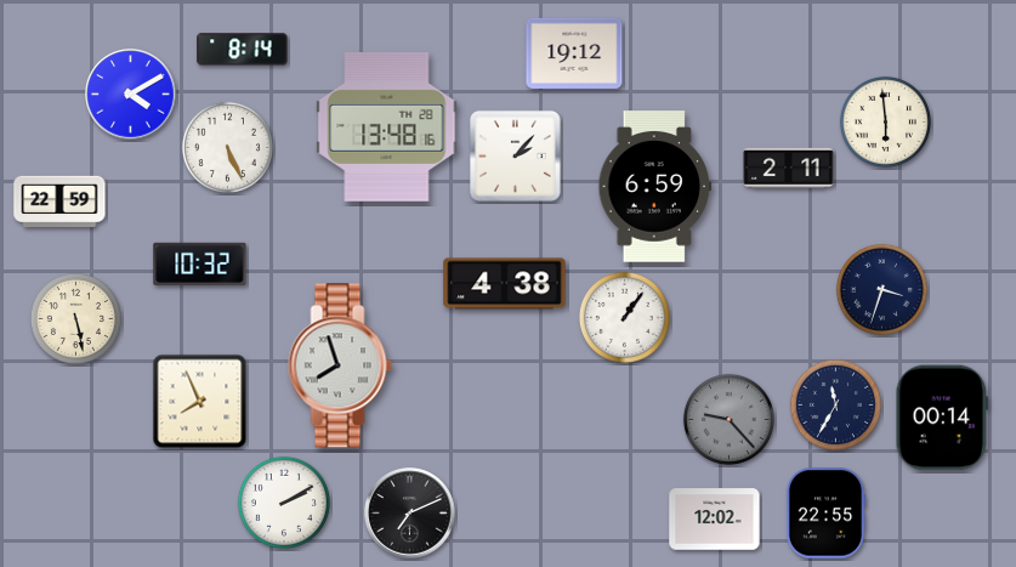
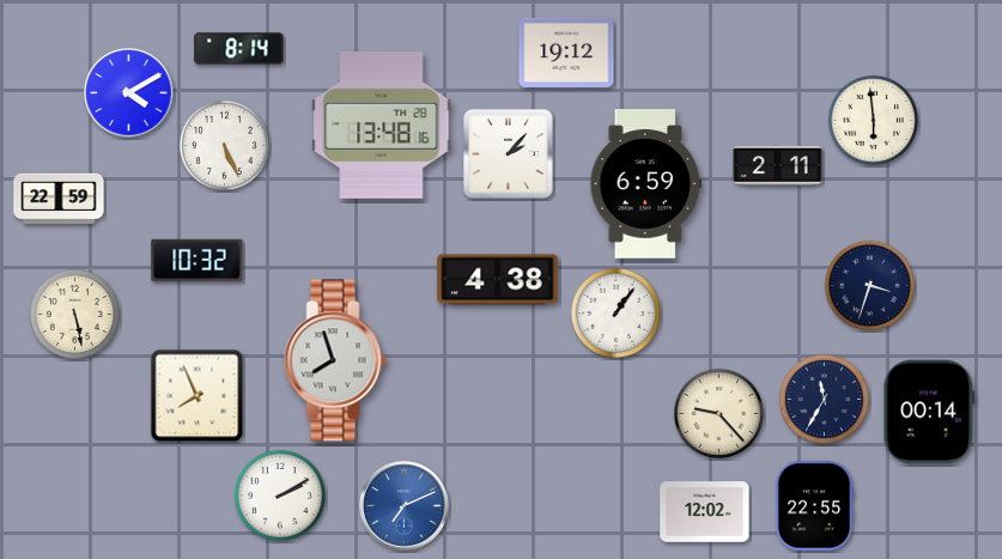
clock at (728, 419) dial: grey -> cream
clock at (410, 514) dial: black -> blue
